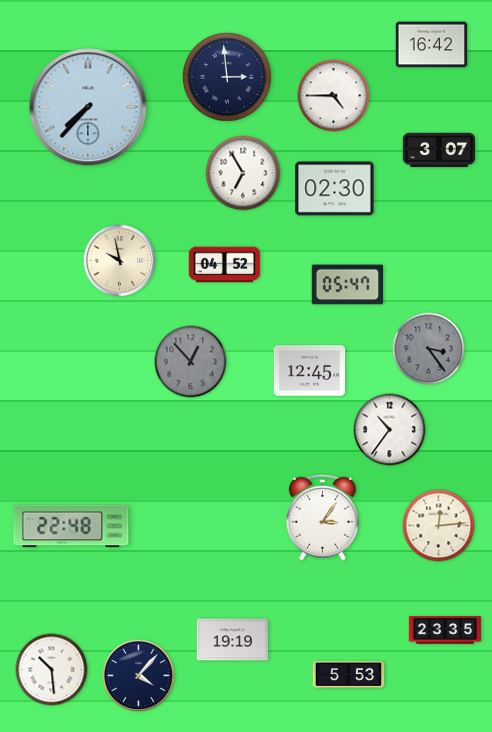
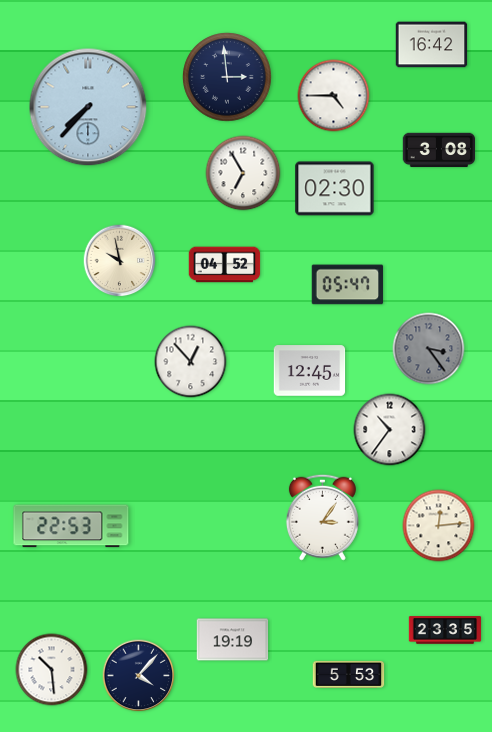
clock at (439, 150): 3:07 -> 3:08
clock at (191, 362) dial: grey -> white
clock at (71, 526): 22:48 -> 22:53
